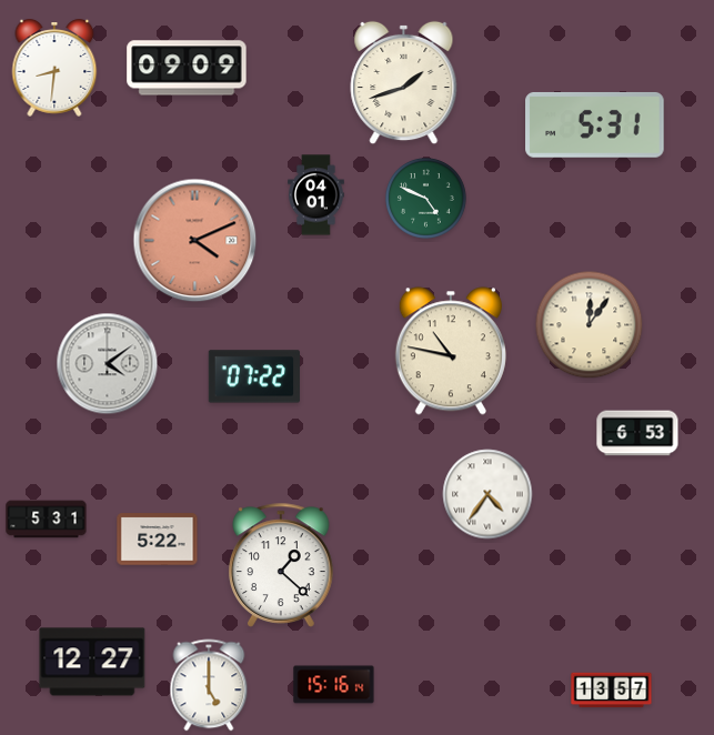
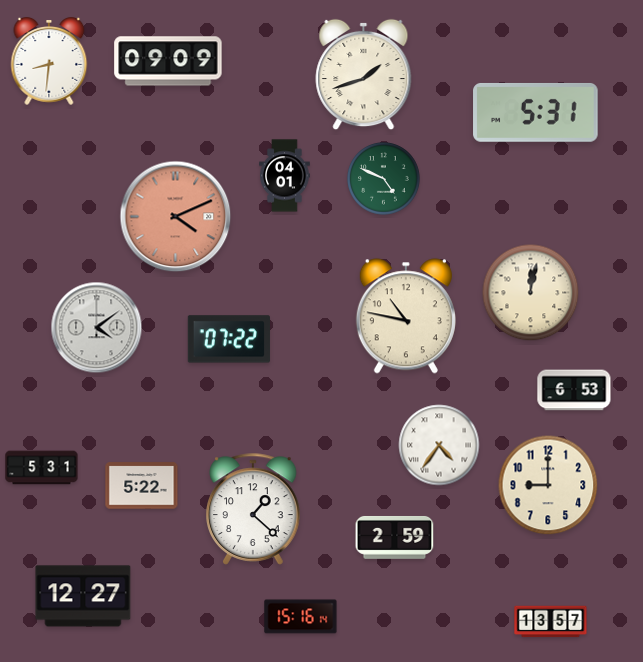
clock at (590, 325): 12:06 -> 12:02
clock at (548, 485): none -> 9:00
clock at (395, 537): none -> 2:59
clock at (209, 685): 5:00 -> none
